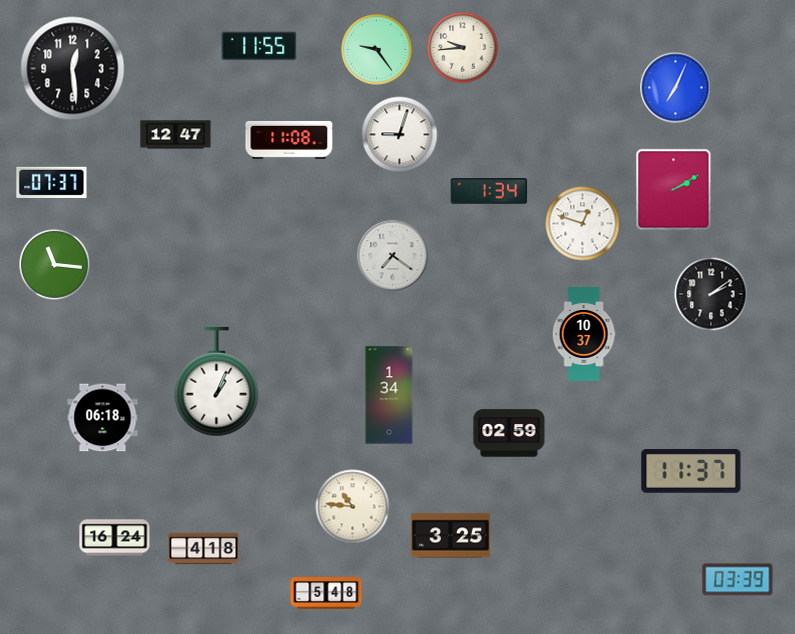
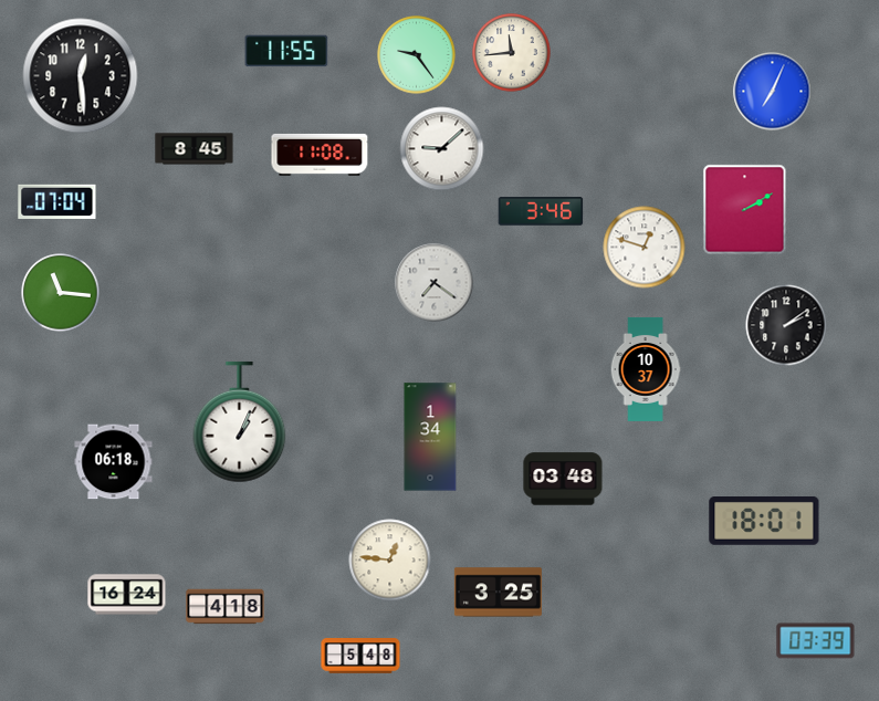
clock at (463, 48): 9:44 -> 11:44
clock at (676, 88) position: (676, 88) -> (773, 92)
clock at (176, 135): 12:47 -> 8:45
clock at (400, 135): 9:03 -> 9:08
clock at (52, 182): 07:37 -> 07:04
clock at (489, 191): 1:34 -> 3:46
clock at (509, 433): 02:59 -> 03:48
clock at (691, 472): 11:37 -> 18:01
clock at (353, 507): 10:46 -> 12:46
